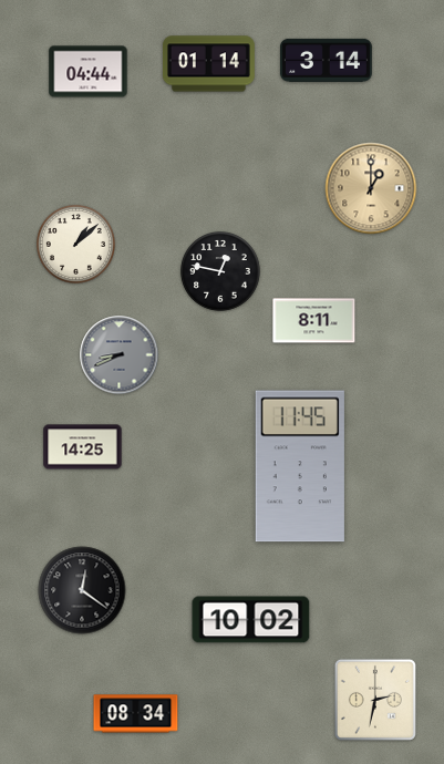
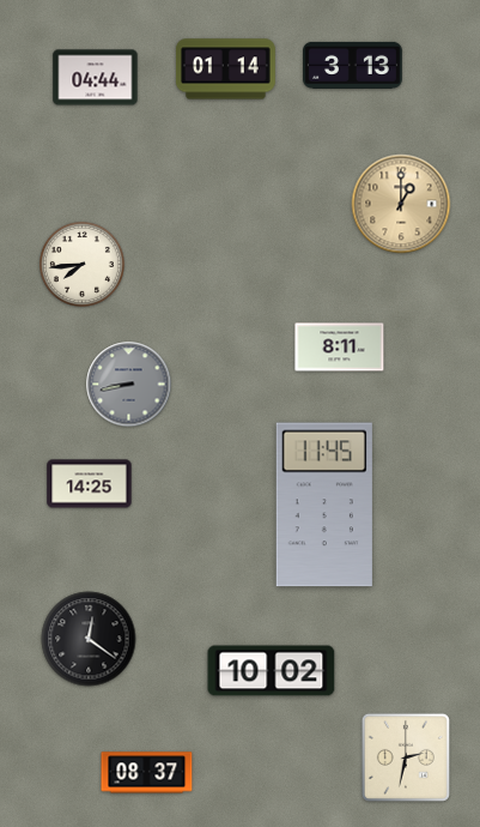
clock at (327, 60): 3:14 -> 3:13
clock at (76, 245): 1:08 -> 7:44
clock at (221, 272): 12:47 -> none
clock at (120, 355): 8:41 -> 8:43
clock at (136, 714): 08:34 -> 08:37
